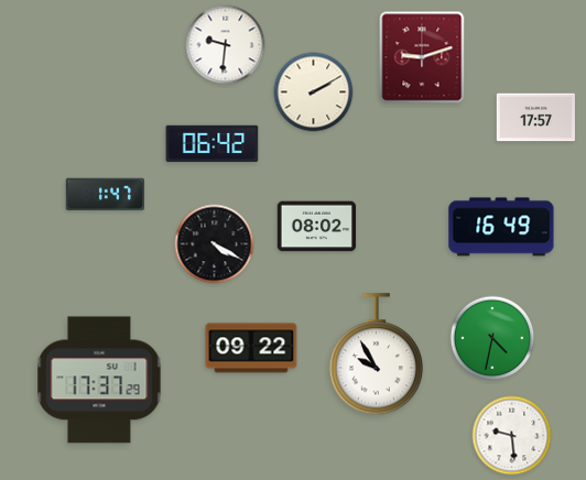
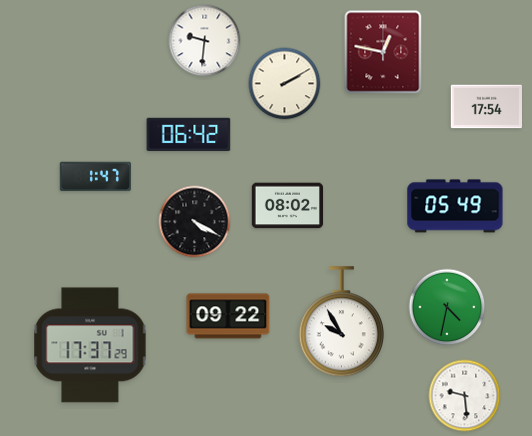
clock at (422, 57): 9:12 -> 12:47
clock at (536, 118): 17:57 -> 17:54
clock at (213, 144) position: (213, 144) -> (189, 135)
clock at (501, 227): 16:49 -> 05:49
